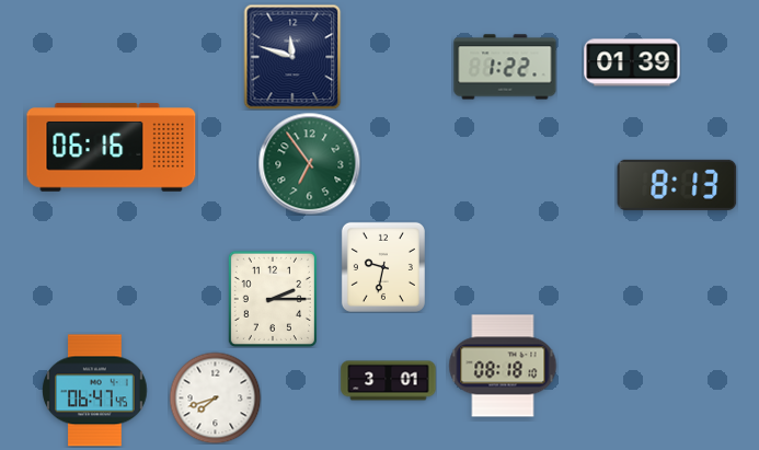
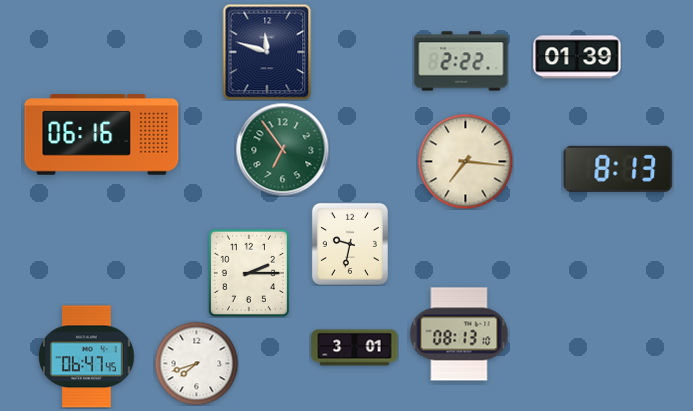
clock at (505, 67): 1:22 -> 2:22
clock at (465, 161): none -> 7:16
clock at (503, 366): 08:18 -> 08:13
